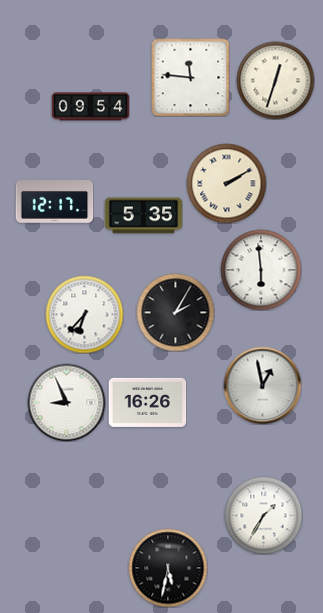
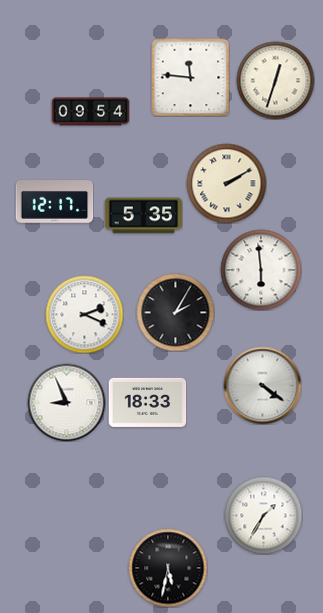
clock at (90, 107) position: (90, 107) -> (90, 112)
clock at (84, 314): 6:37 -> 2:19
clock at (262, 385): 12:58 -> 4:21
clock at (147, 402): 16:26 -> 18:33
